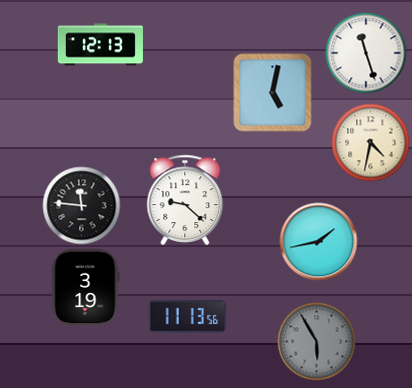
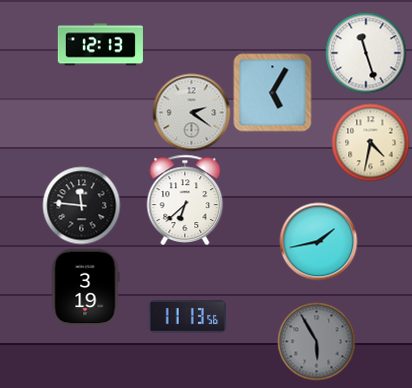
clock at (272, 92): 5:02 -> 5:05
clock at (191, 112): none -> 2:21
clock at (185, 200): 9:22 -> 6:38
